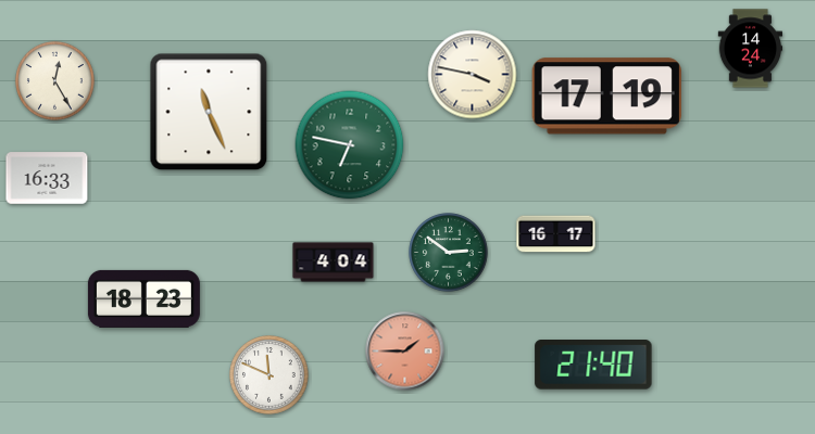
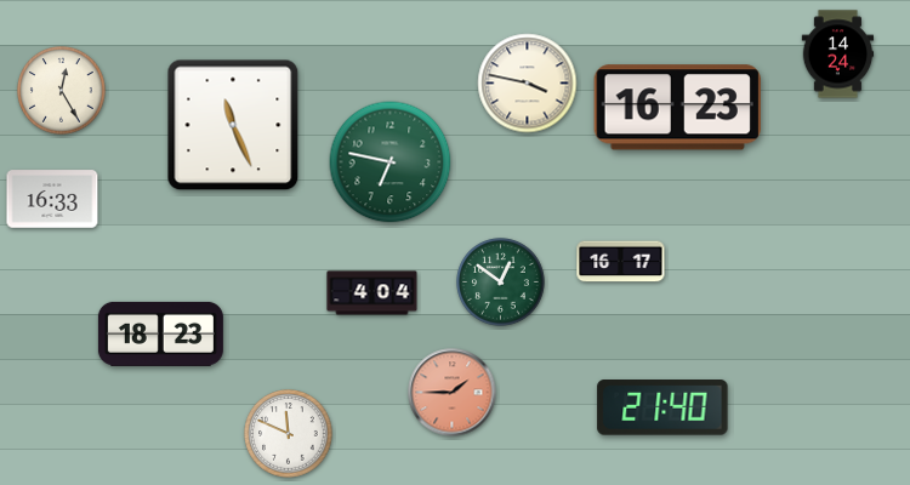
clock at (606, 97): 17:19 -> 16:23
clock at (449, 253): 2:51 -> 12:51
clock at (269, 375) position: (269, 375) -> (289, 434)
